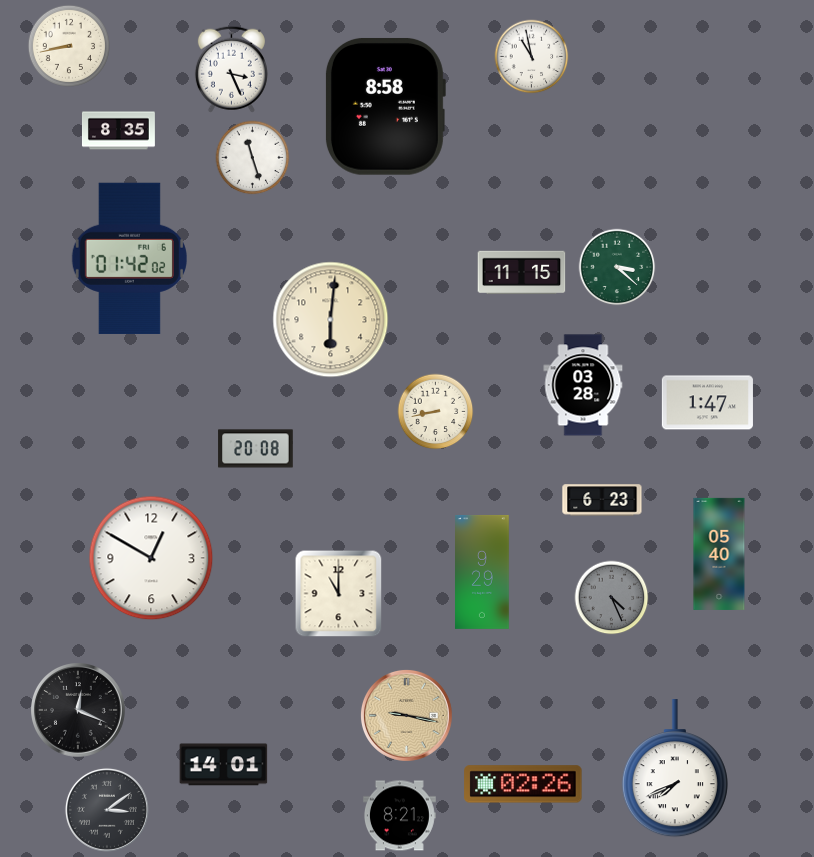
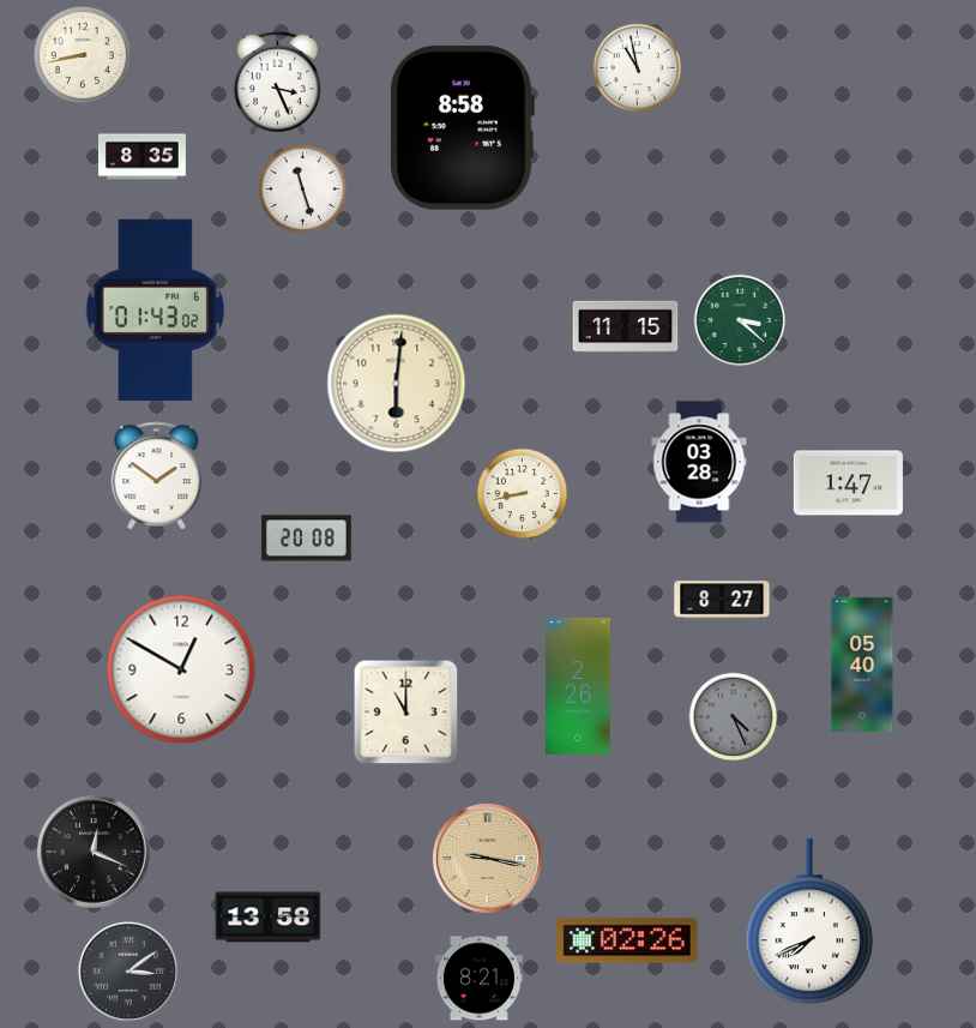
clock at (129, 258): 01:42 -> 01:43
clock at (157, 476): none -> 1:51
clock at (602, 500): 6:23 -> 8:27
clock at (483, 572): 9:29 -> 2:26
clock at (224, 765): 14:01 -> 13:58
